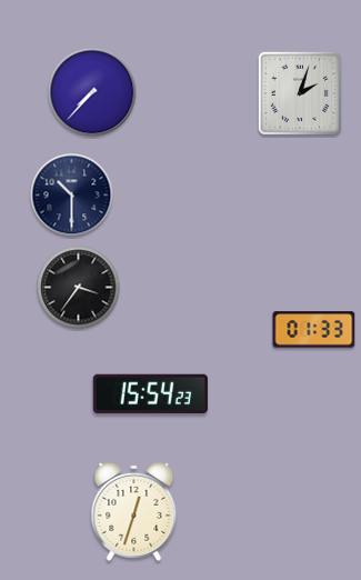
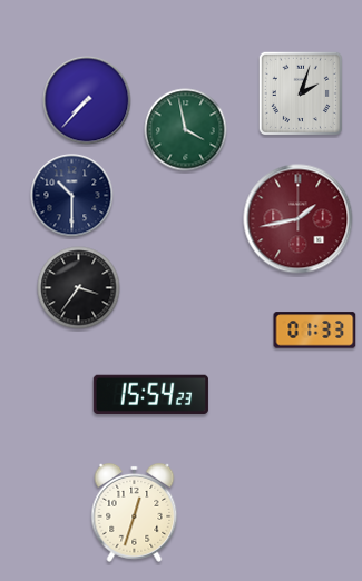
clock at (92, 92) position: (92, 92) -> (87, 100)
clock at (186, 130): none -> 3:58
clock at (299, 219): none -> 1:43
